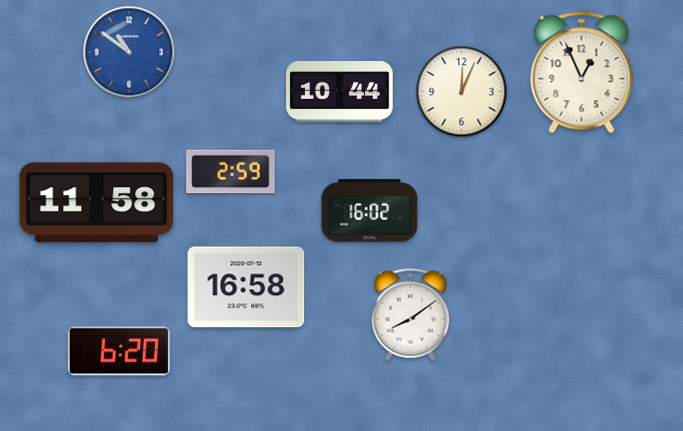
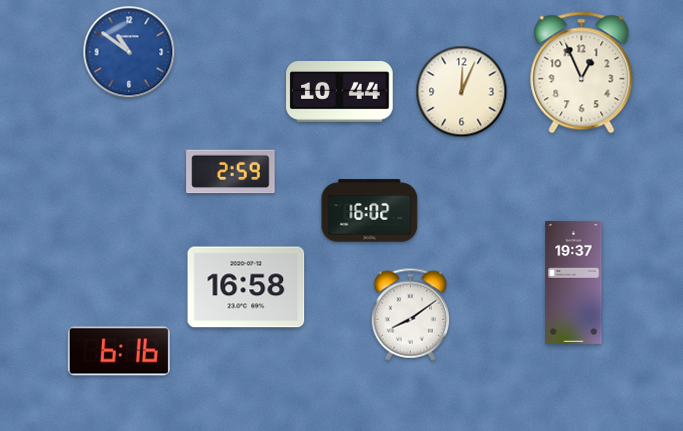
clock at (97, 203): 11:58 -> none
clock at (574, 282): none -> 19:37
clock at (119, 351): 6:20 -> 6:16
